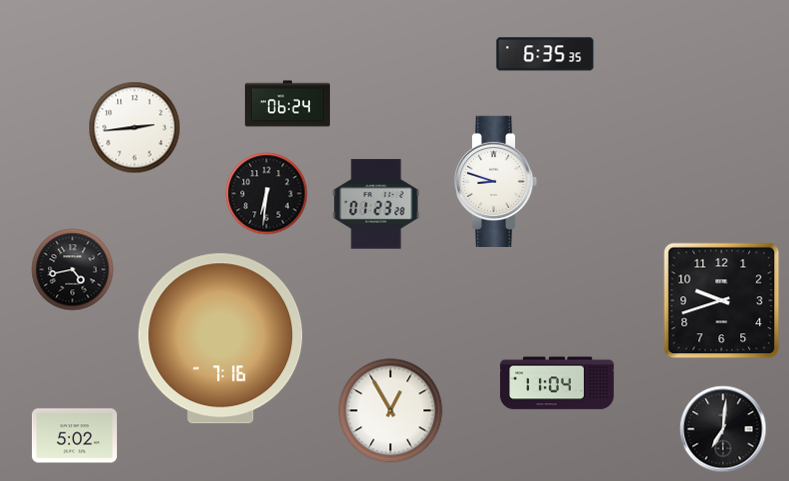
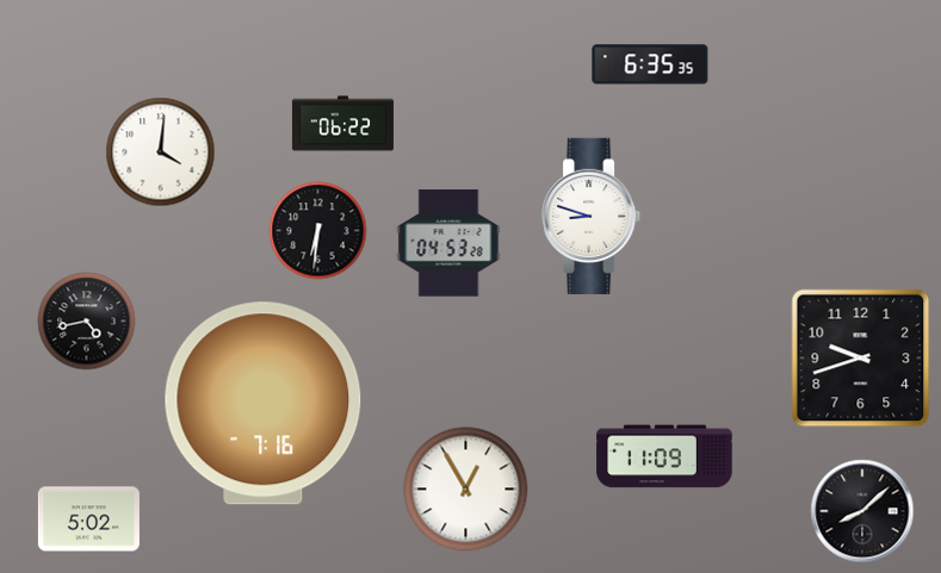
clock at (287, 104): 06:24 -> 06:22
clock at (135, 128): 2:44 -> 4:01
clock at (376, 204): 01:23 -> 04:53
clock at (557, 383): 11:04 -> 11:09
clock at (723, 429): 7:01 -> 8:08
